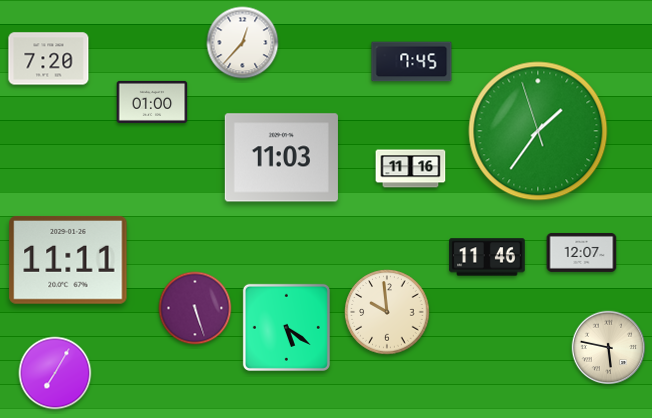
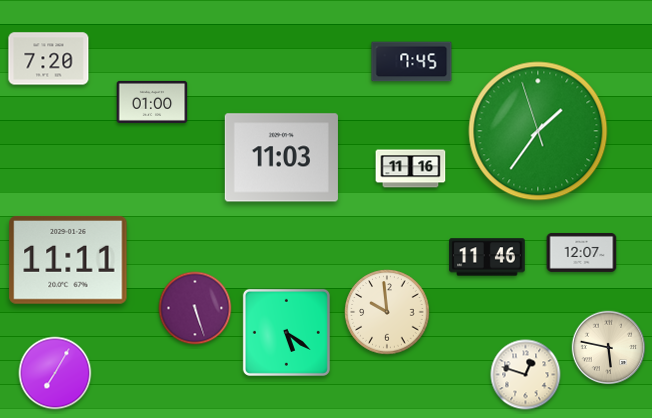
clock at (243, 43): 12:37 -> none
clock at (286, 327) position: (286, 327) -> (286, 332)
clock at (526, 375): none -> 12:48
